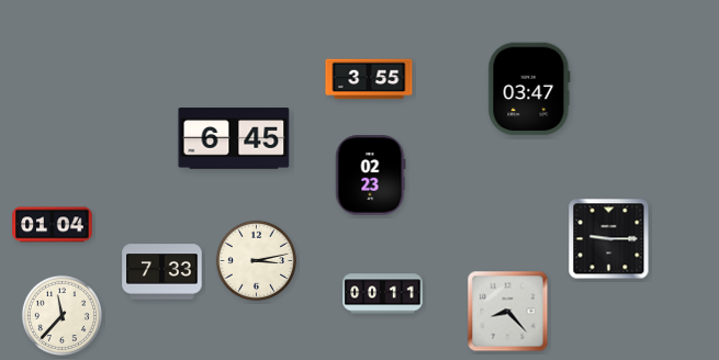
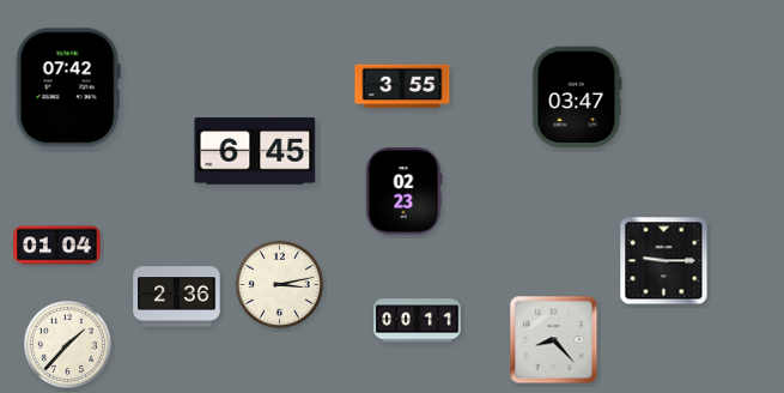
clock at (68, 87): none -> 07:42
clock at (162, 272): 7:33 -> 2:36
clock at (61, 315): 11:37 -> 1:37
